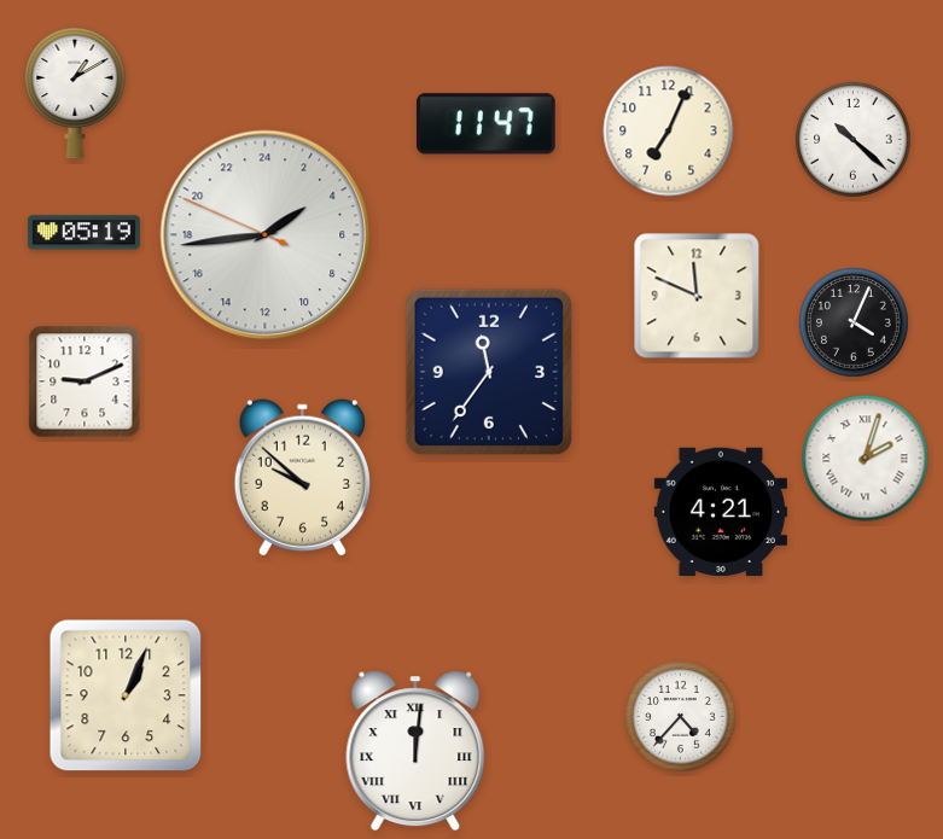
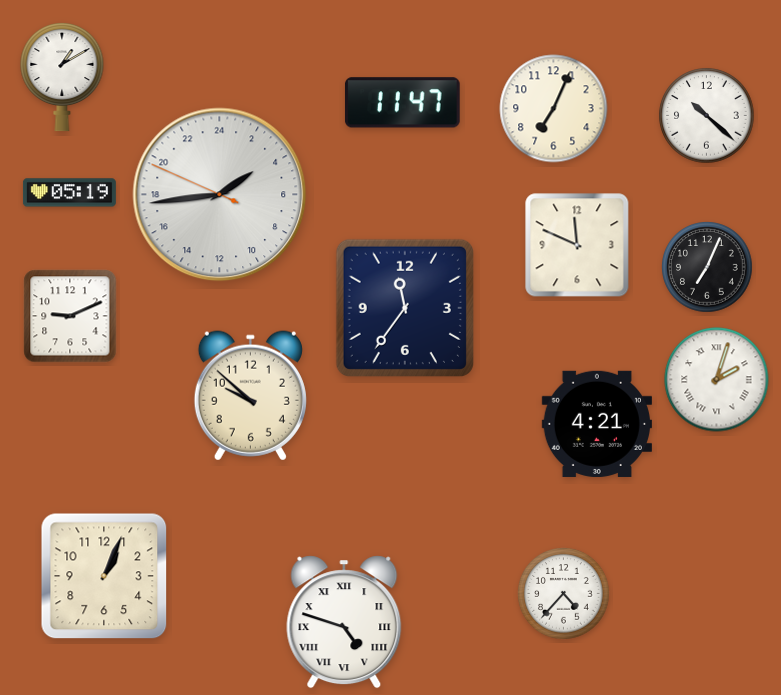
clock at (854, 322): 4:04 -> 7:04
clock at (415, 751): 12:01 -> 4:48
